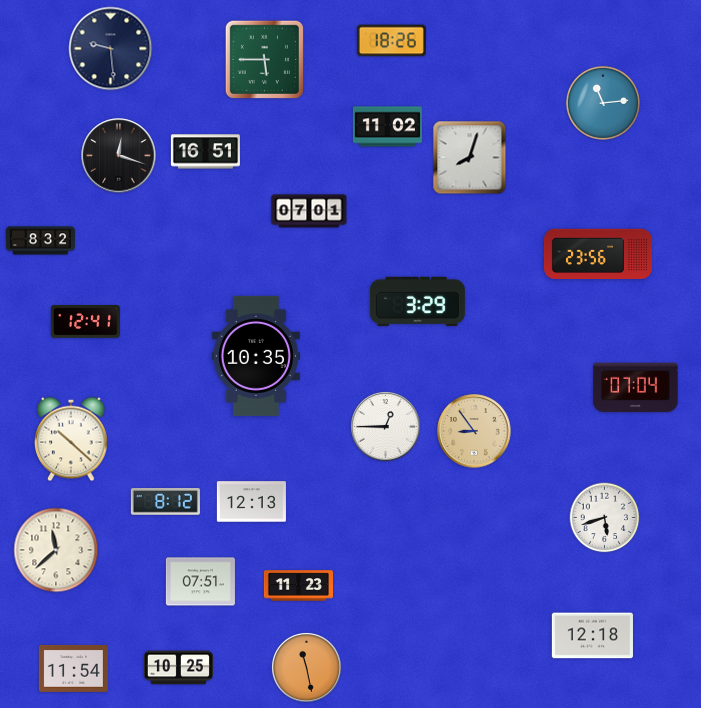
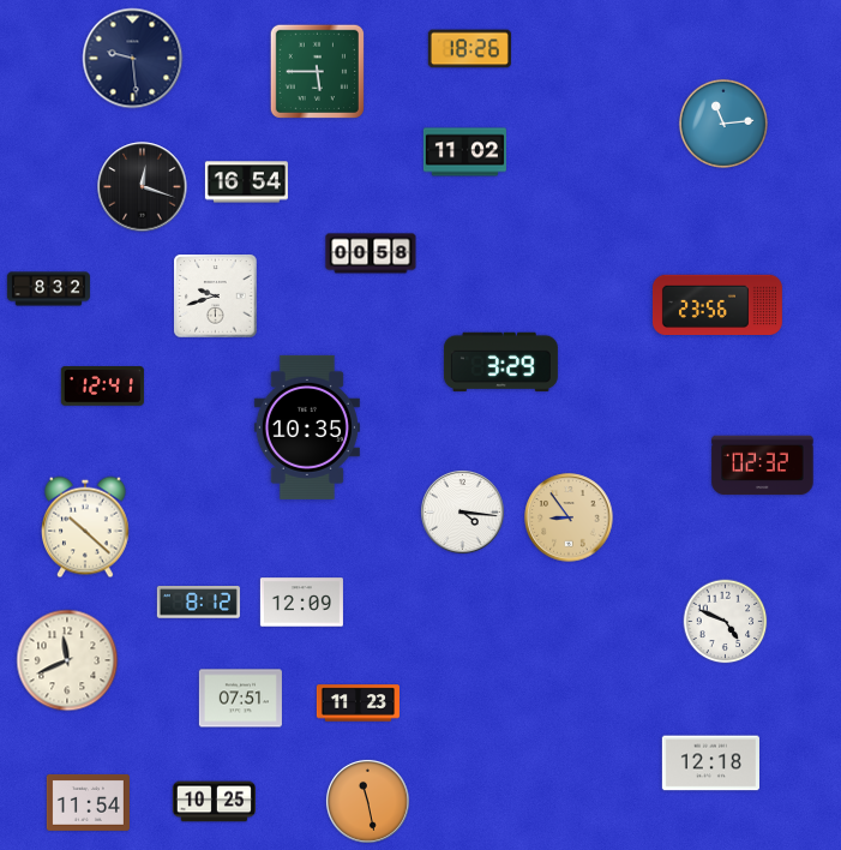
clock at (205, 152): 16:51 -> 16:54
clock at (470, 158): 8:03 -> none
clock at (309, 211): 07:01 -> 00:58
clock at (216, 297): none -> 9:42
clock at (636, 388): 07:04 -> 02:32
clock at (385, 426): 12:45 -> 4:16
clock at (251, 502): 12:13 -> 12:09
clock at (605, 518): 5:42 -> 4:49
clock at (56, 550): 11:38 -> 11:41
